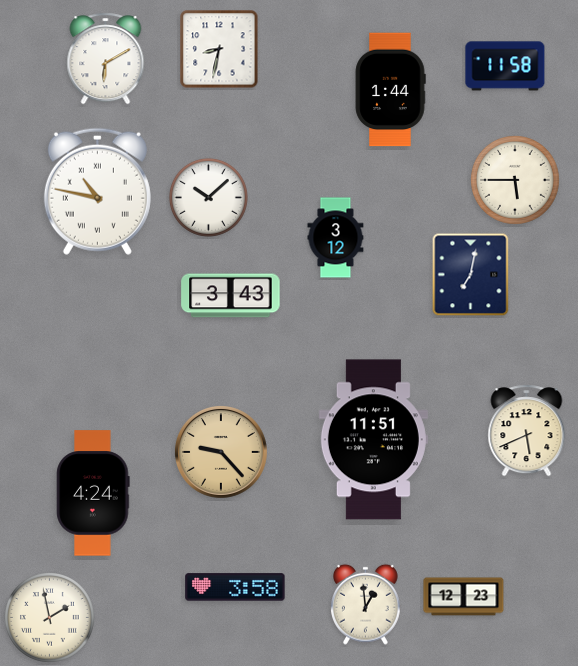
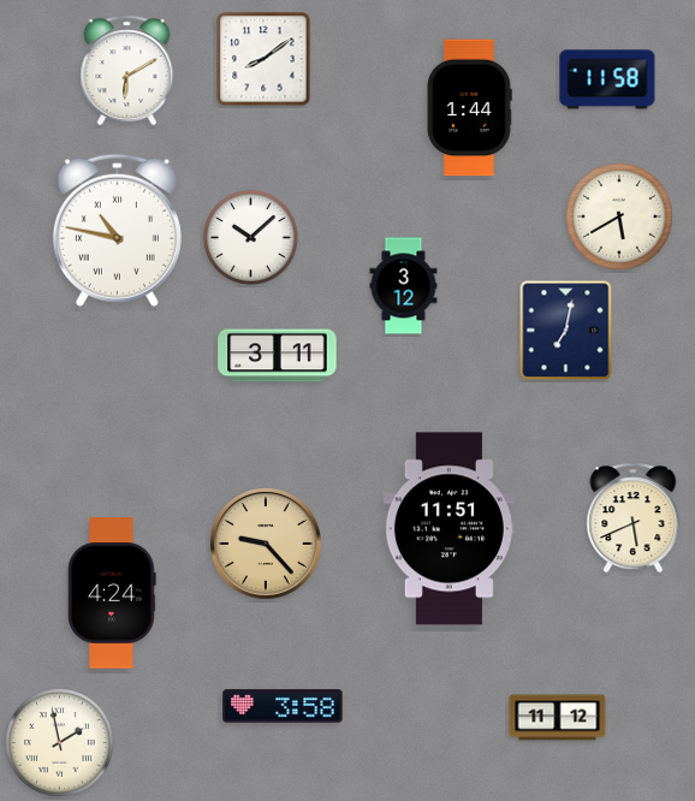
clock at (219, 49): 8:32 -> 8:09
clock at (516, 181): 5:45 -> 5:40
clock at (231, 296): 3:43 -> 3:11
clock at (464, 597): 12:23 -> 11:12
clock at (366, 604): 12:59 -> none
